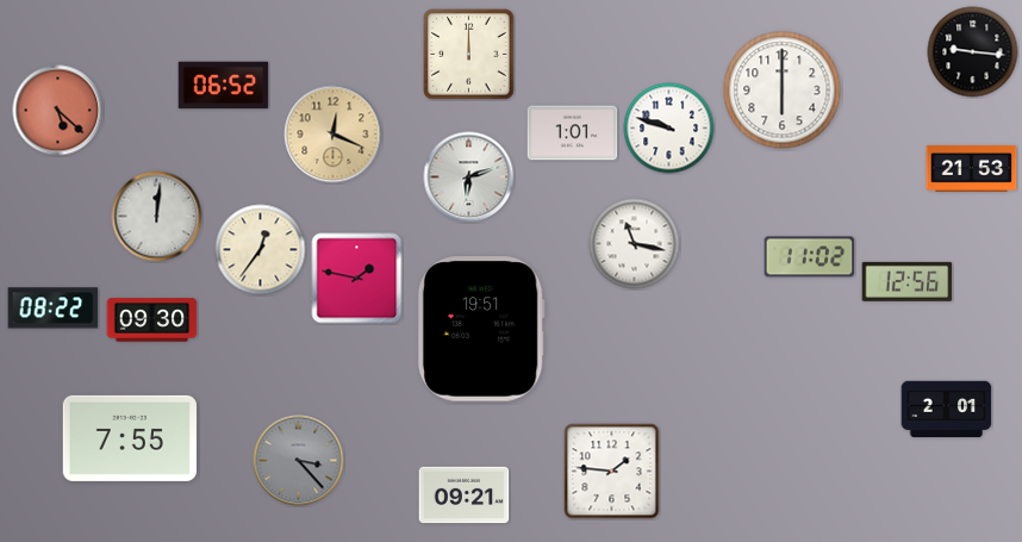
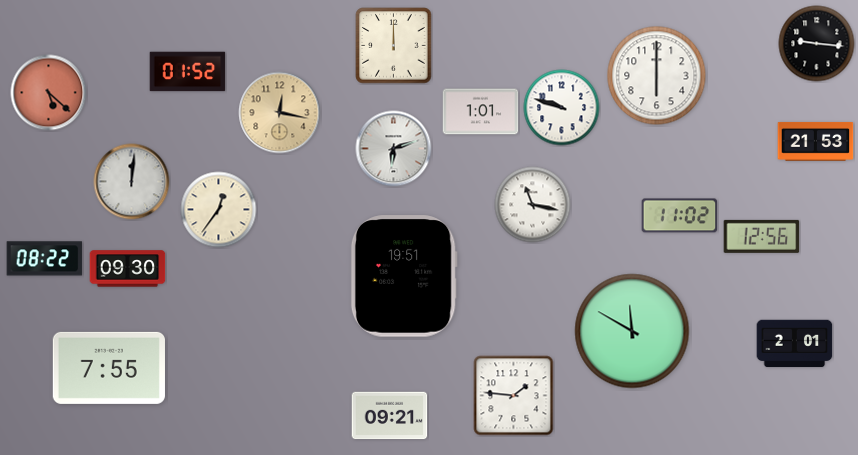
clock at (224, 86): 06:52 -> 01:52
clock at (334, 135): 12:19 -> 12:17
clock at (357, 279): 1:47 -> none
clock at (632, 331): none -> 11:50
clock at (299, 461): 3:23 -> none
